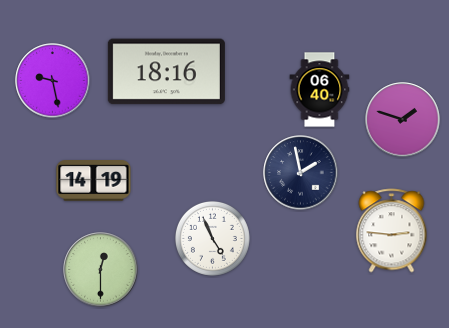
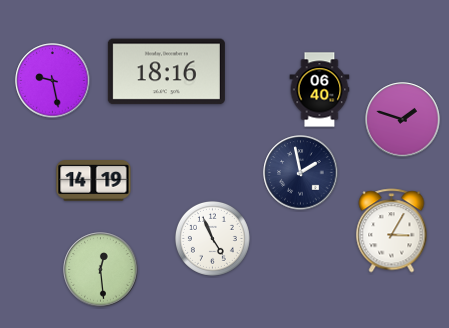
clock at (392, 231): 2:46 -> 3:05
clock at (101, 270): 12:30 -> 12:29
